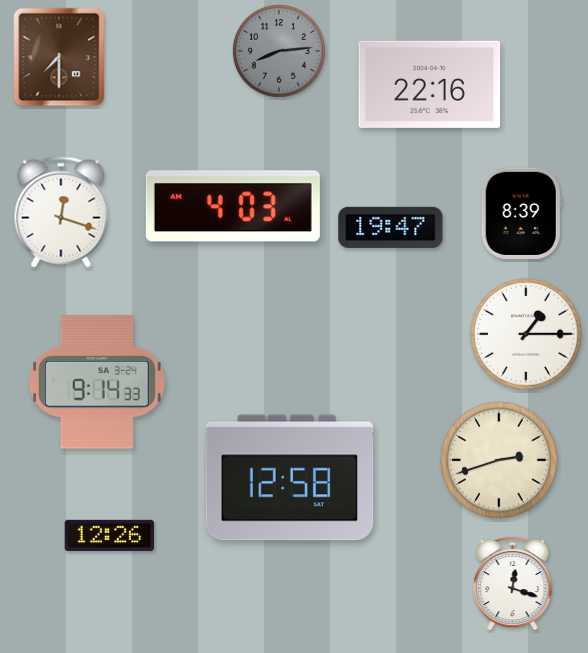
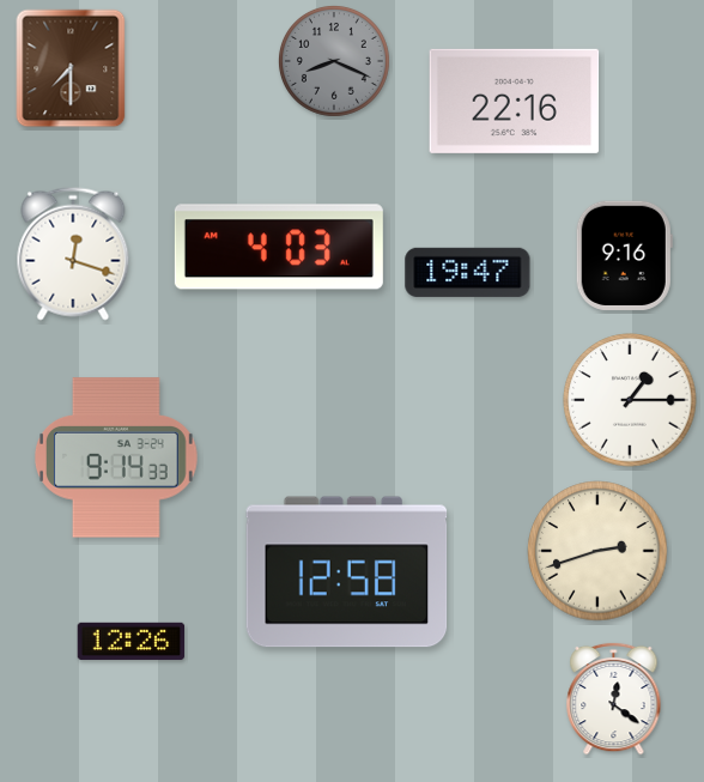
clock at (279, 51): 8:14 -> 8:19
clock at (521, 213): 8:39 -> 9:16
clock at (513, 583): 12:18 -> 12:21
